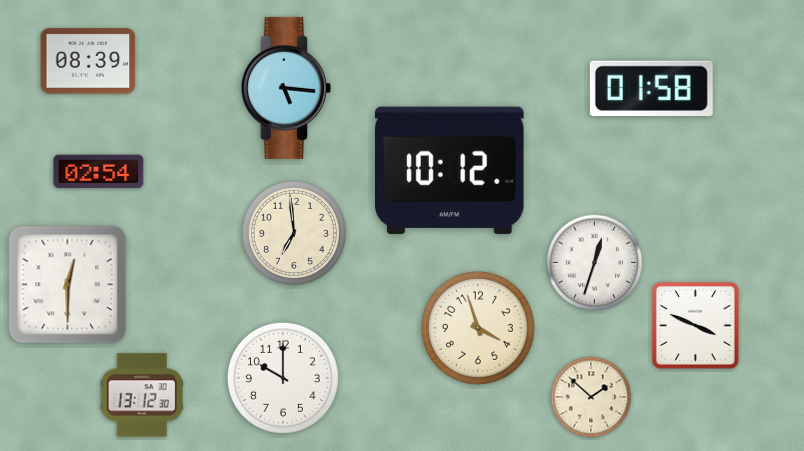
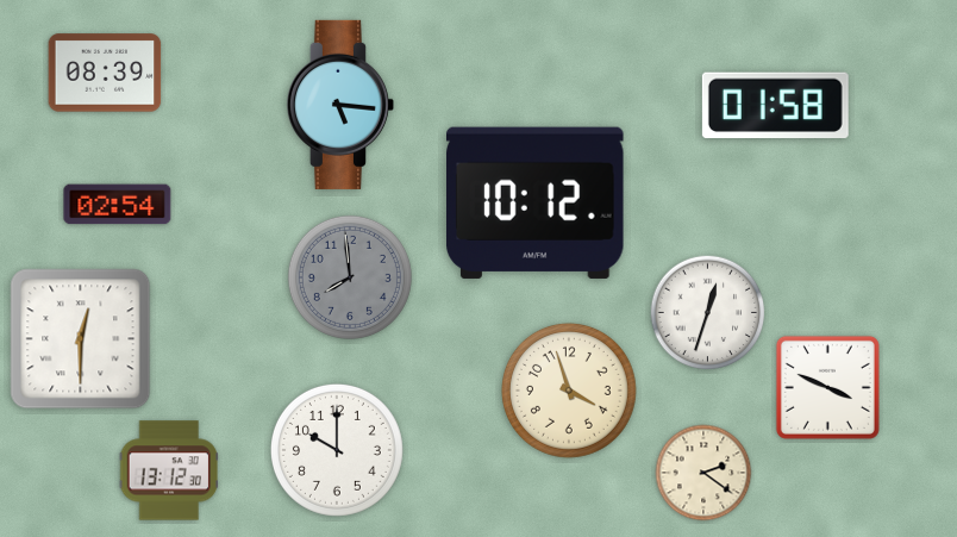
clock at (294, 233): 6:59 -> 7:59
clock at (294, 233) dial: cream -> grey
clock at (591, 397): 1:52 -> 2:21
